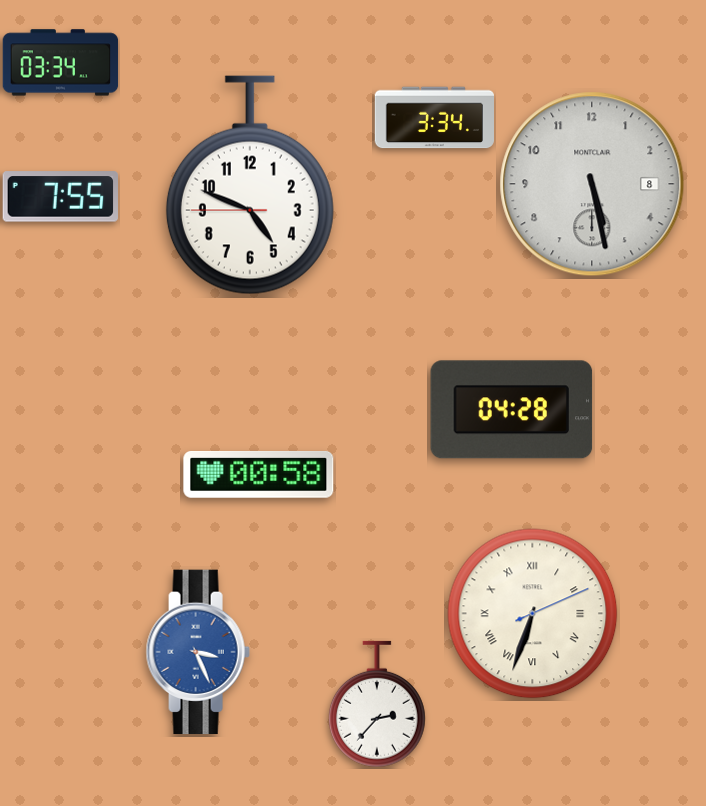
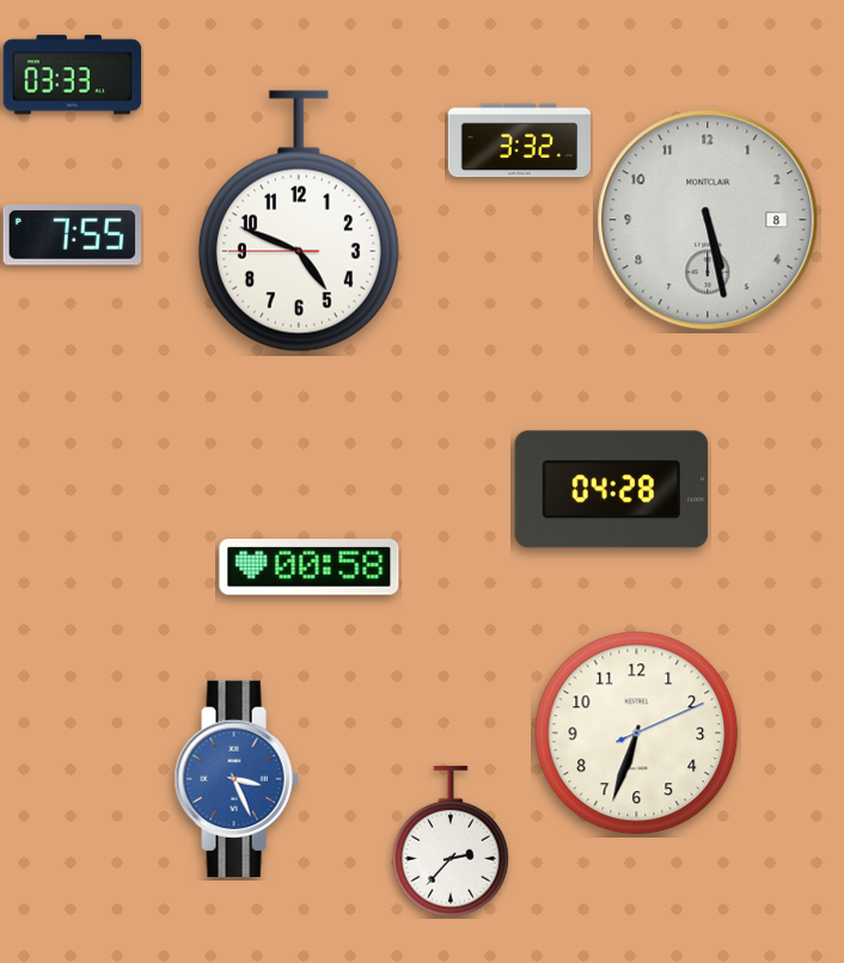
clock at (61, 63): 03:34 -> 03:33
clock at (434, 118): 3:34 -> 3:32
clock at (533, 614) numerals: Roman -> Arabic
